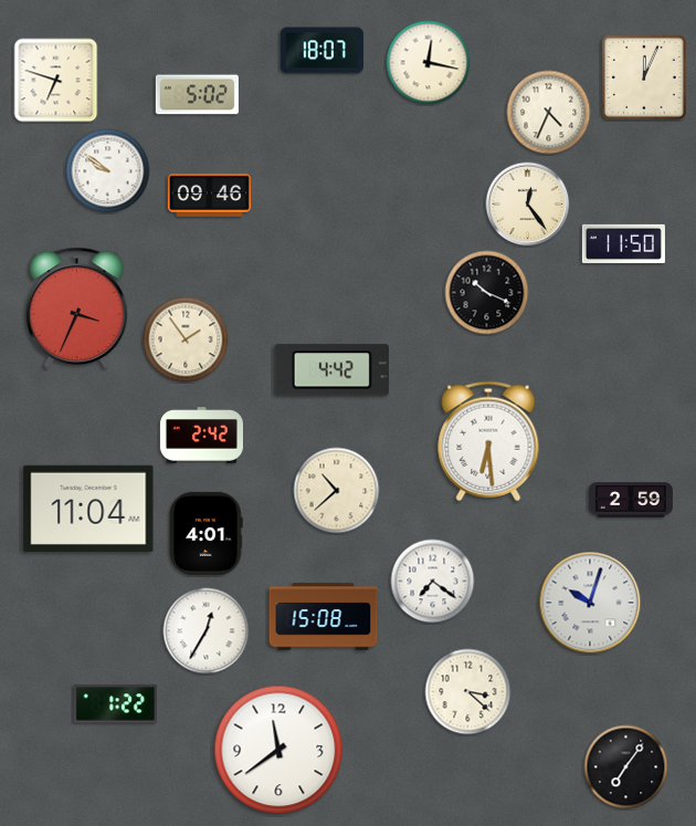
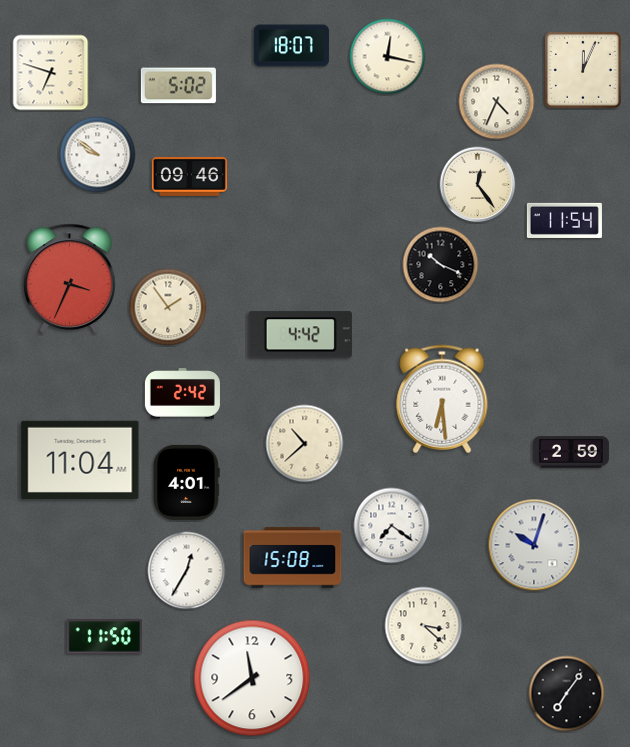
clock at (623, 243): 11:50 -> 11:54
clock at (115, 704): 1:22 -> 11:50
